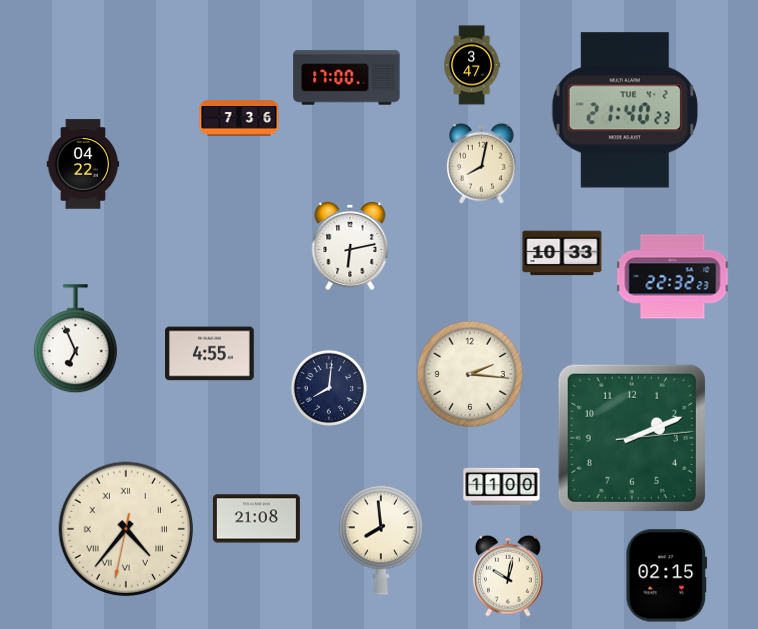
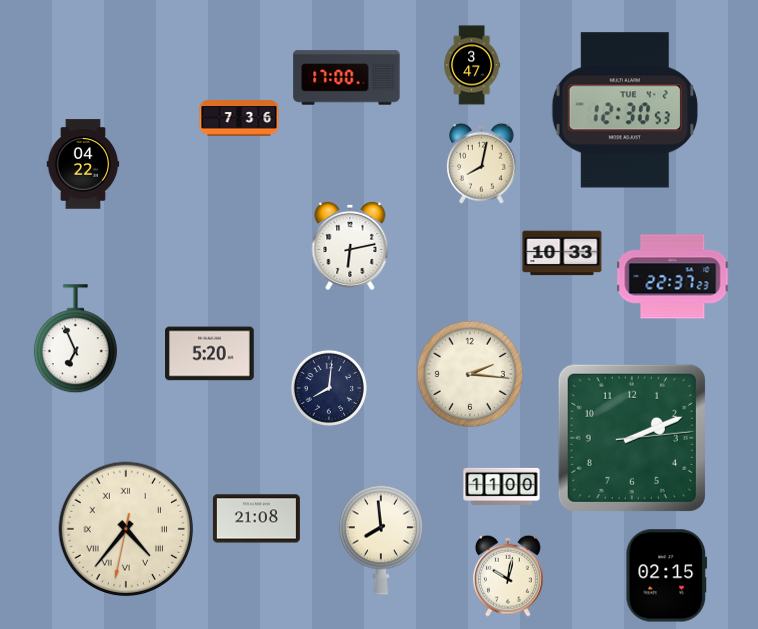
clock at (625, 110): 21:40 -> 12:30
clock at (673, 277): 22:32 -> 22:37
clock at (210, 354): 4:55 -> 5:20
